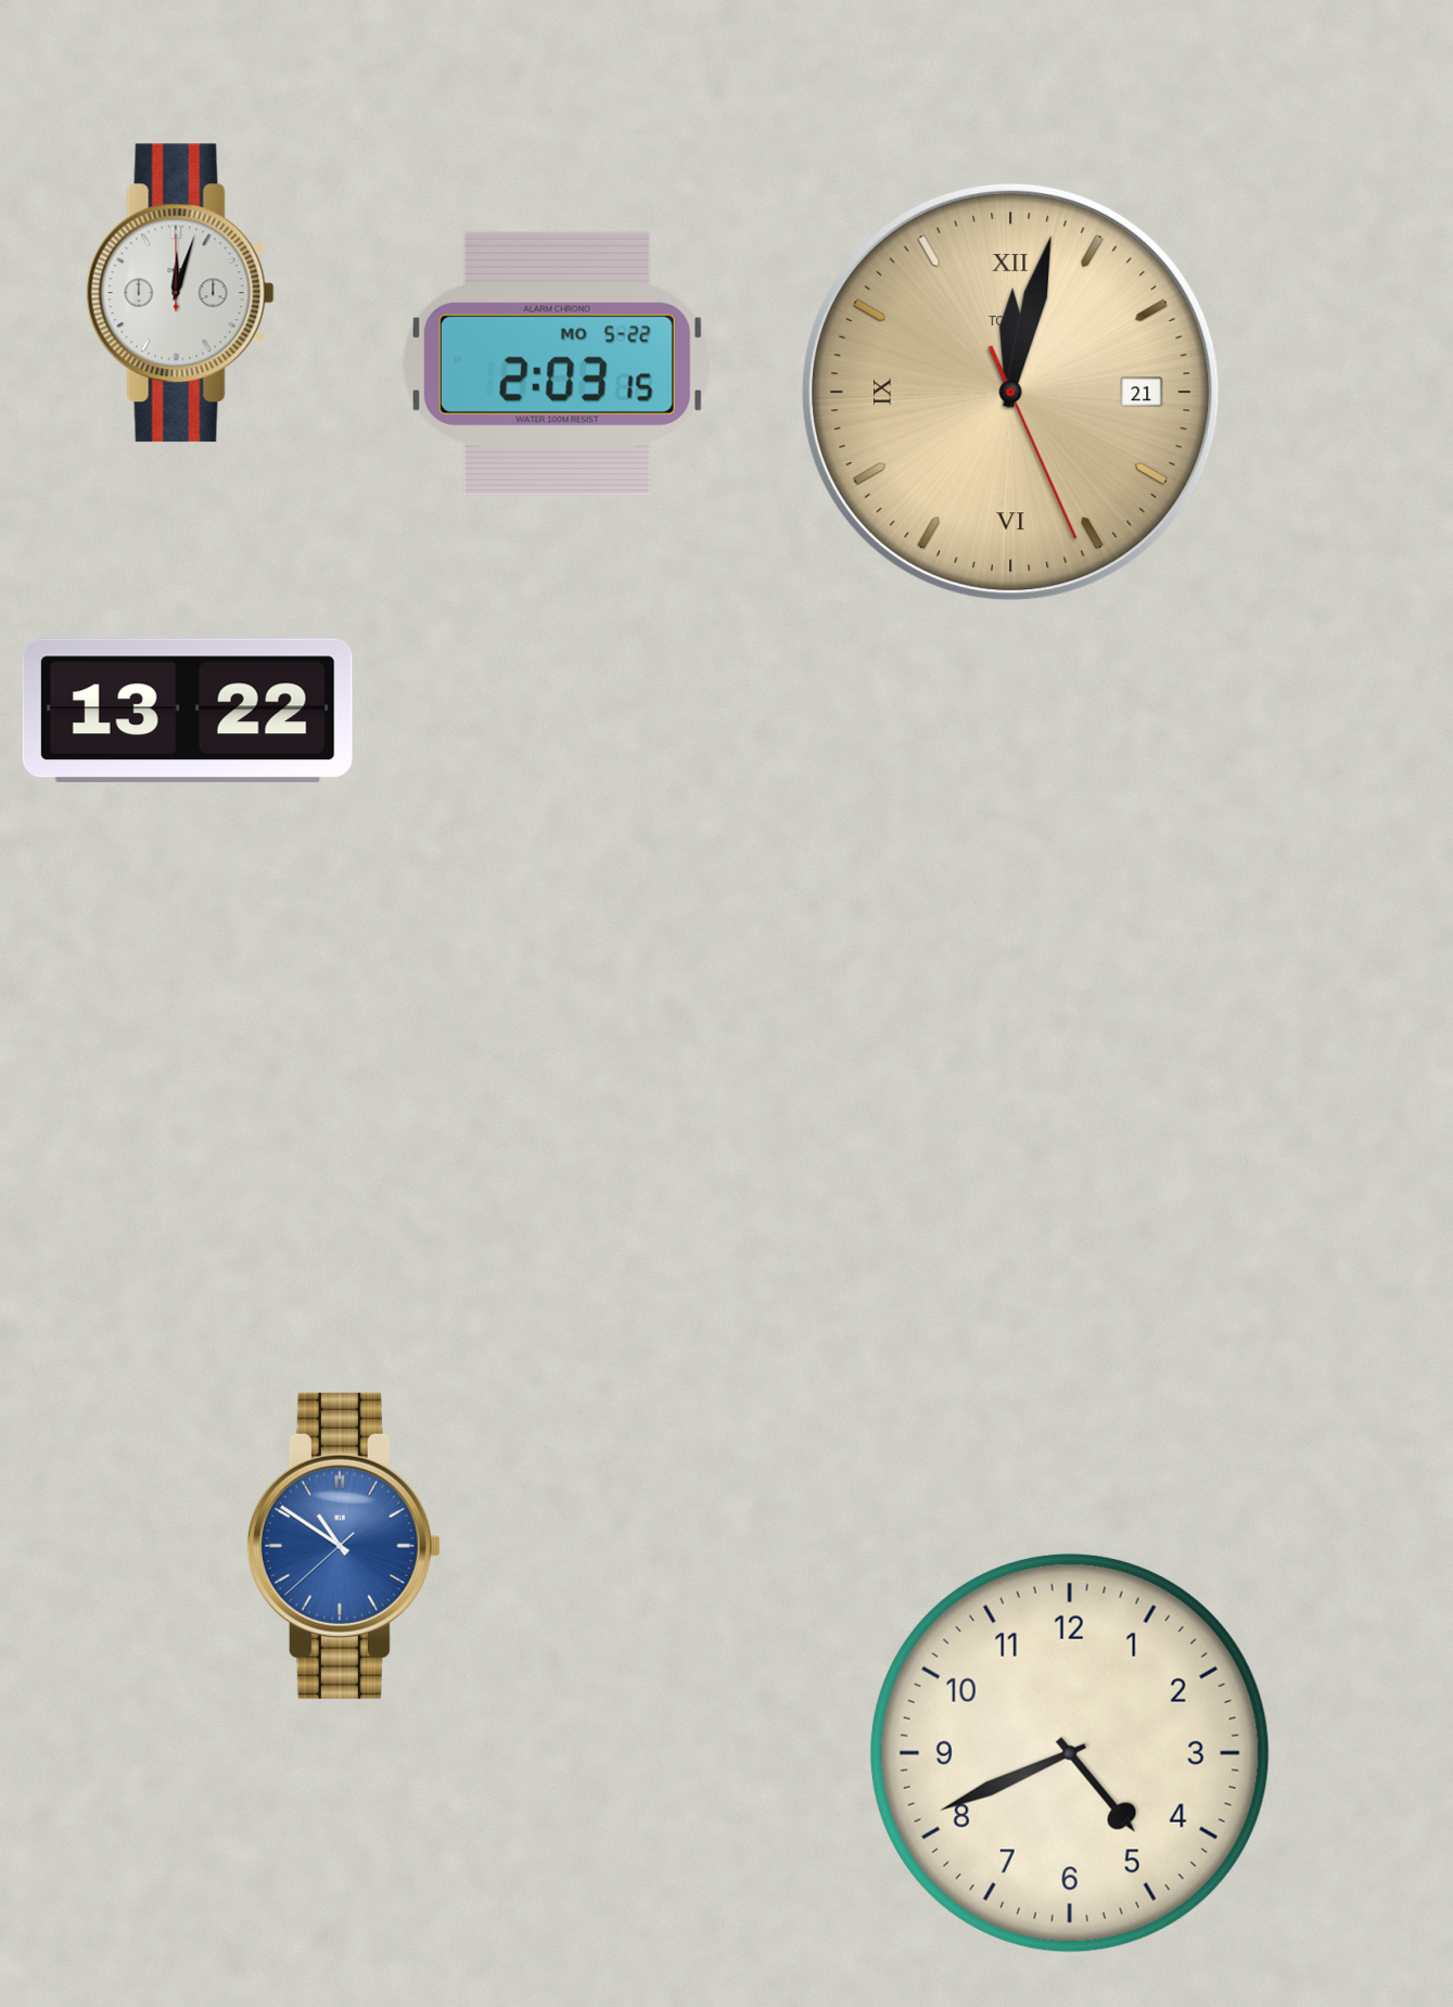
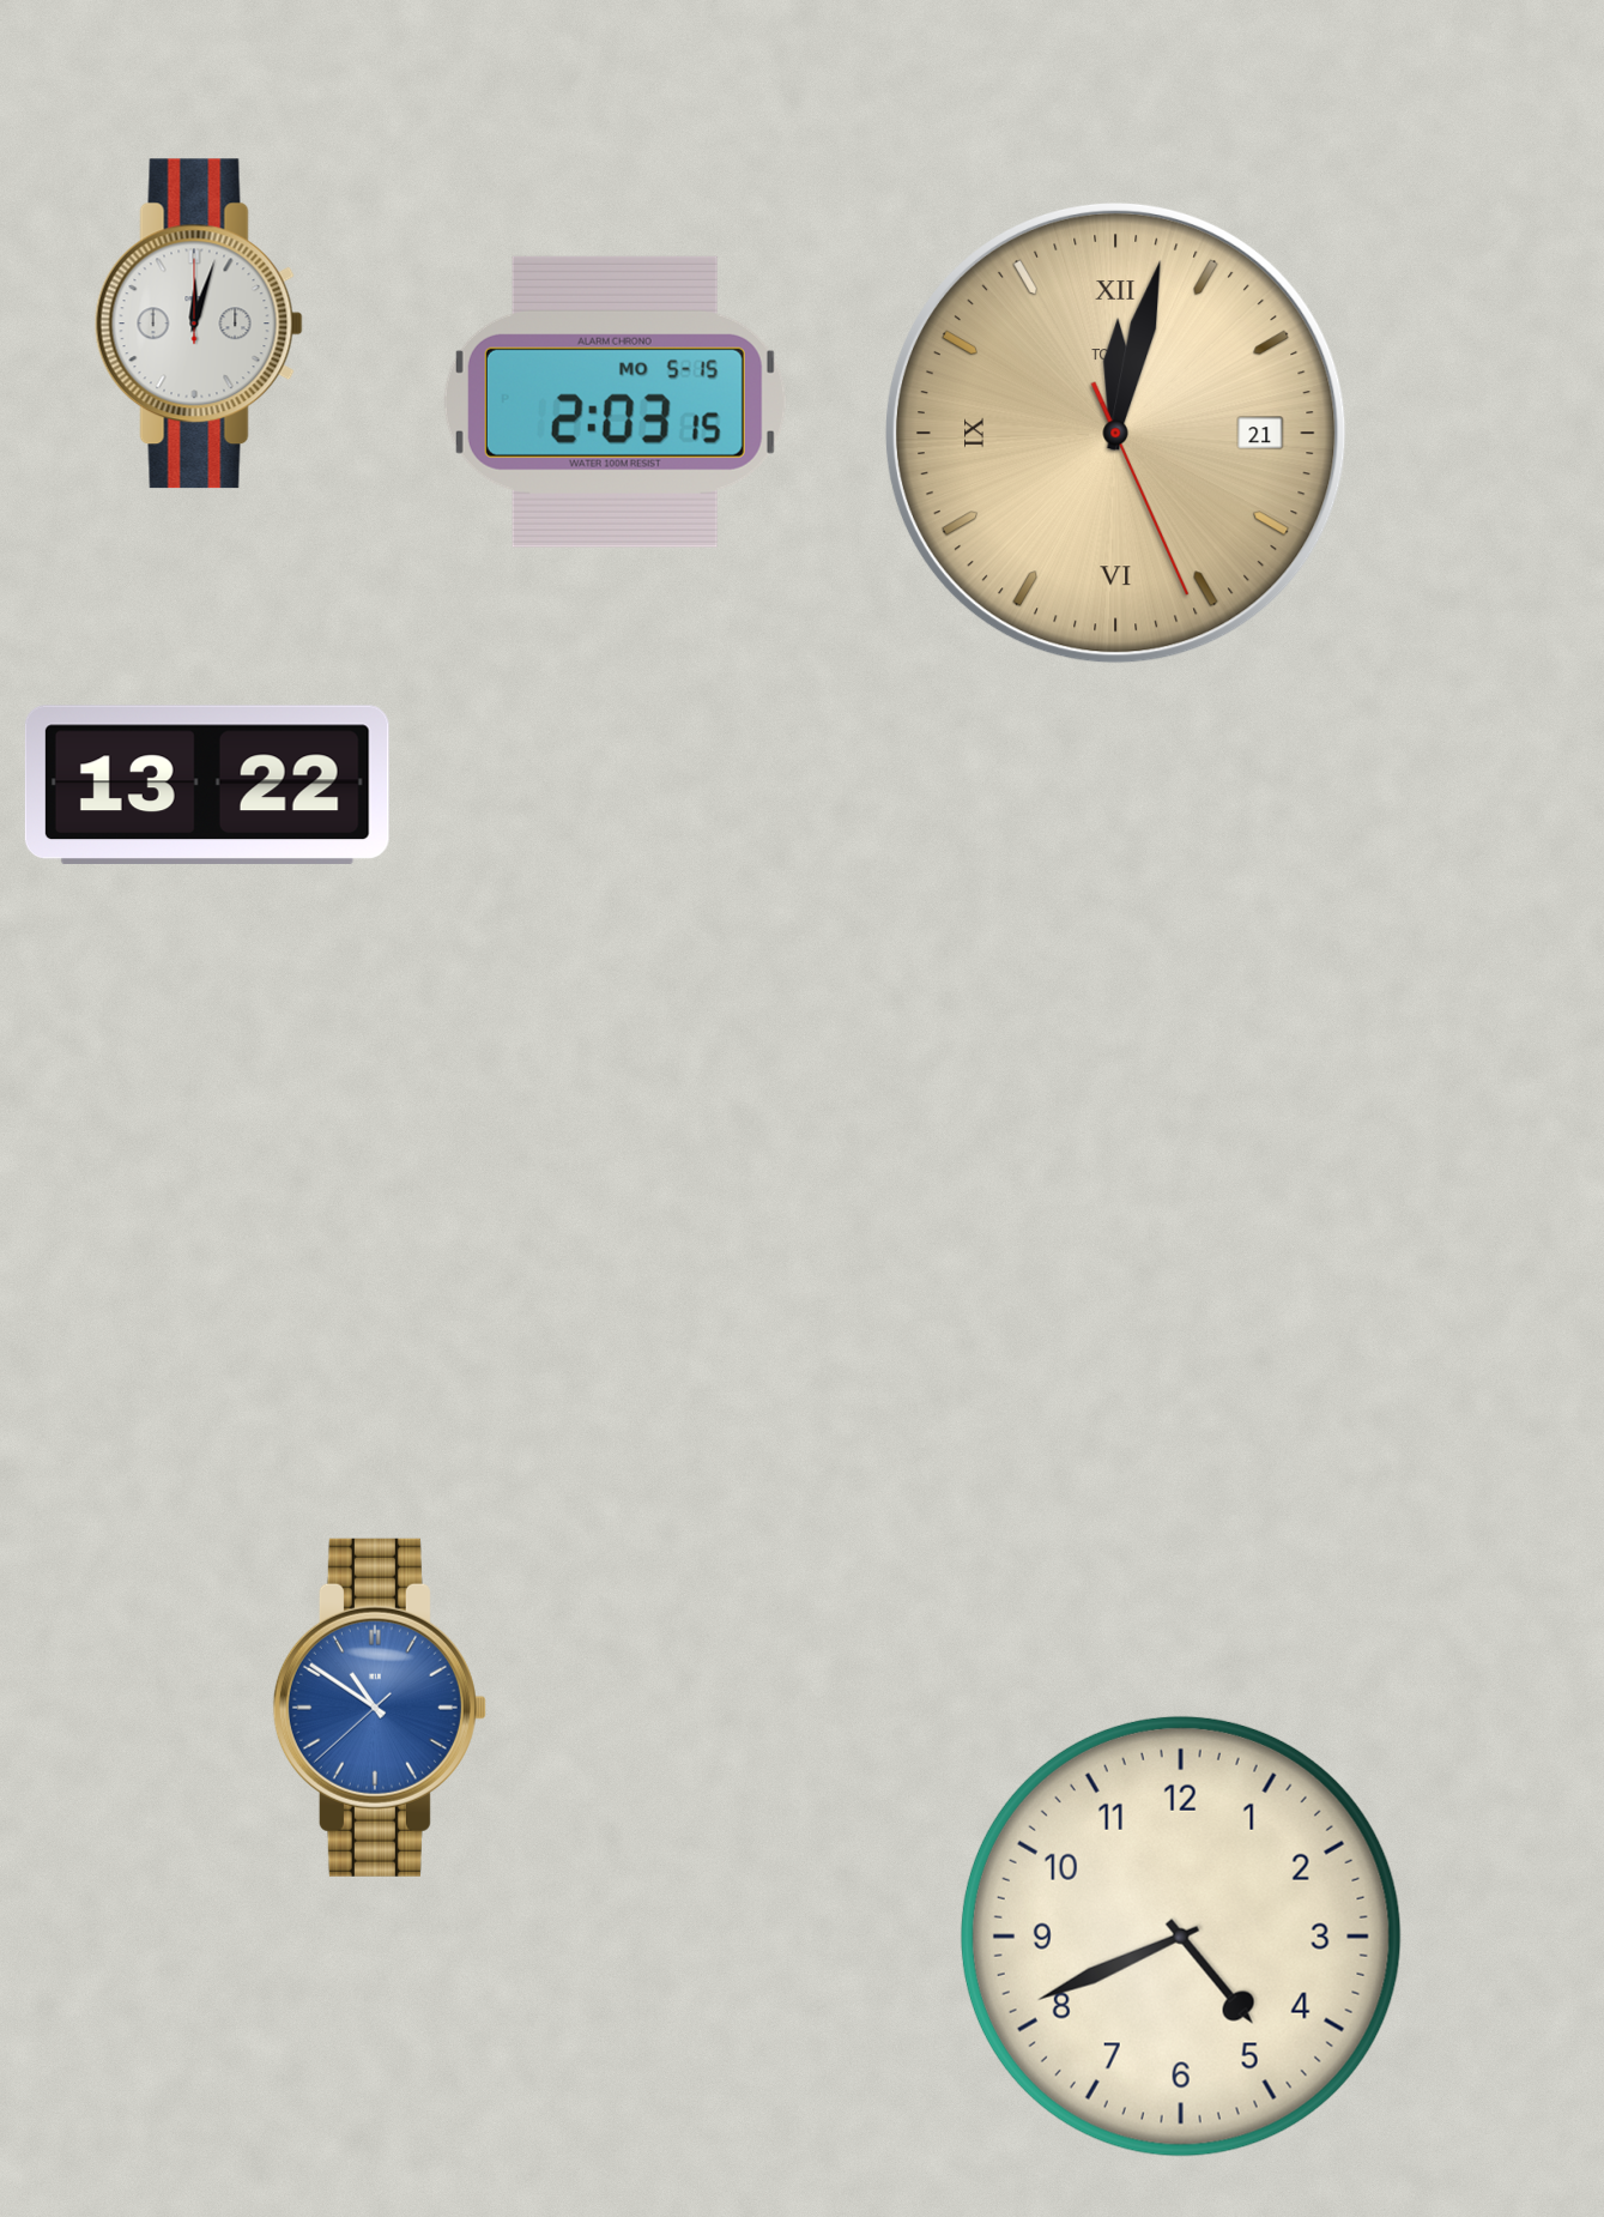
clock at (557, 363) date: MO 5-22 -> MO 5-15
